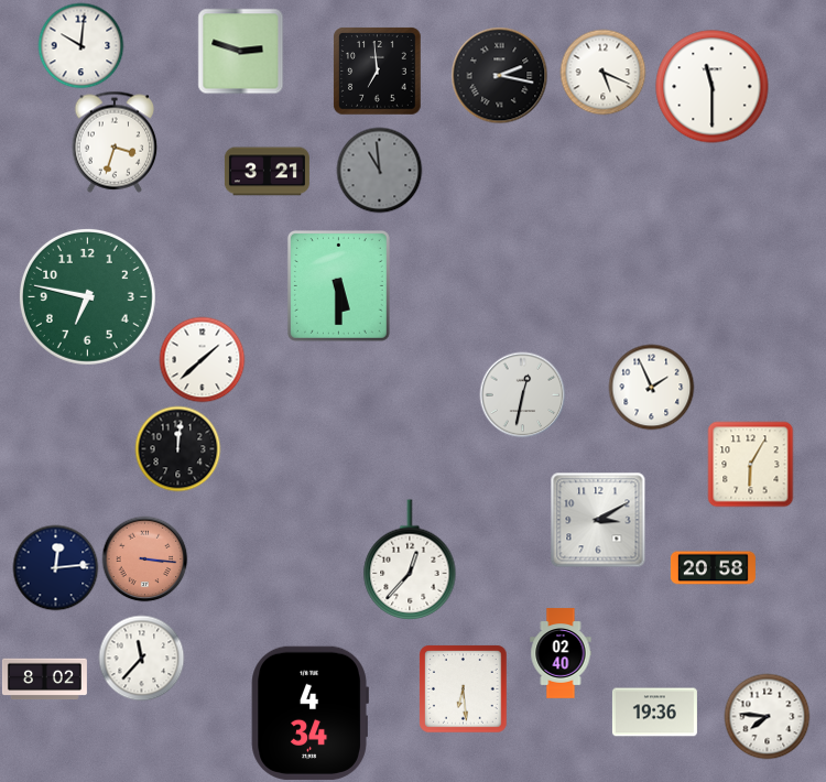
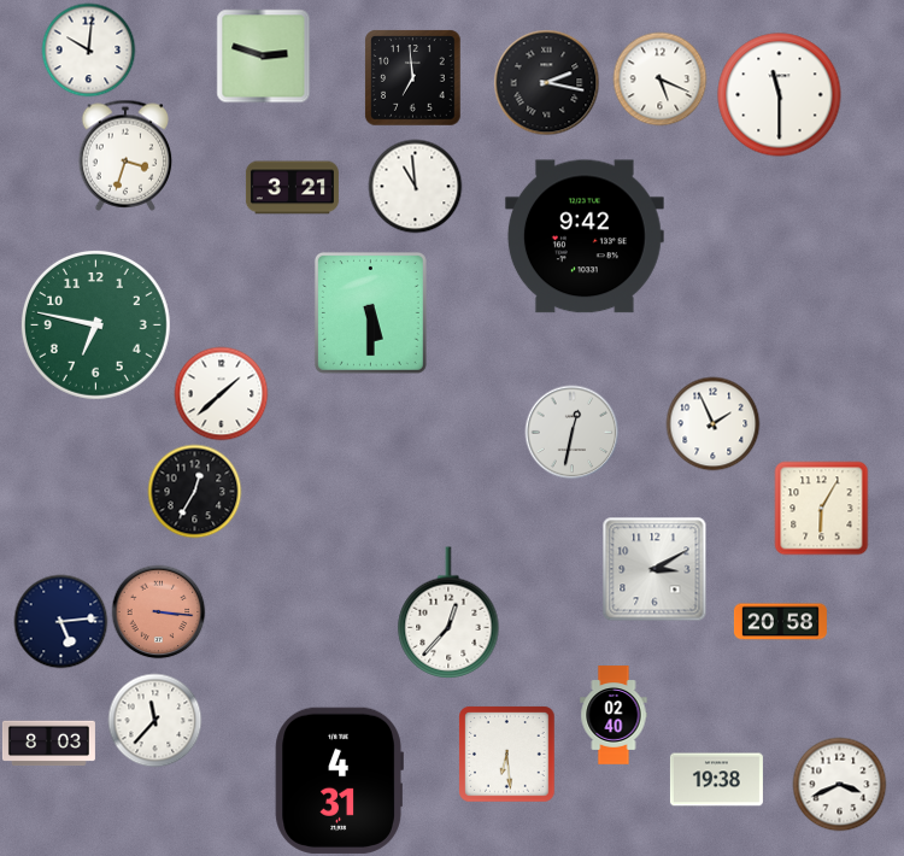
clock at (379, 170) dial: grey -> white
clock at (585, 236): none -> 9:42
clock at (177, 448): 12:01 -> 12:35
clock at (55, 567): 12:14 -> 5:14
clock at (44, 680): 8:02 -> 8:03
clock at (309, 713): 4:34 -> 4:31
clock at (654, 713): 19:36 -> 19:38
clock at (767, 716): 7:46 -> 3:41
